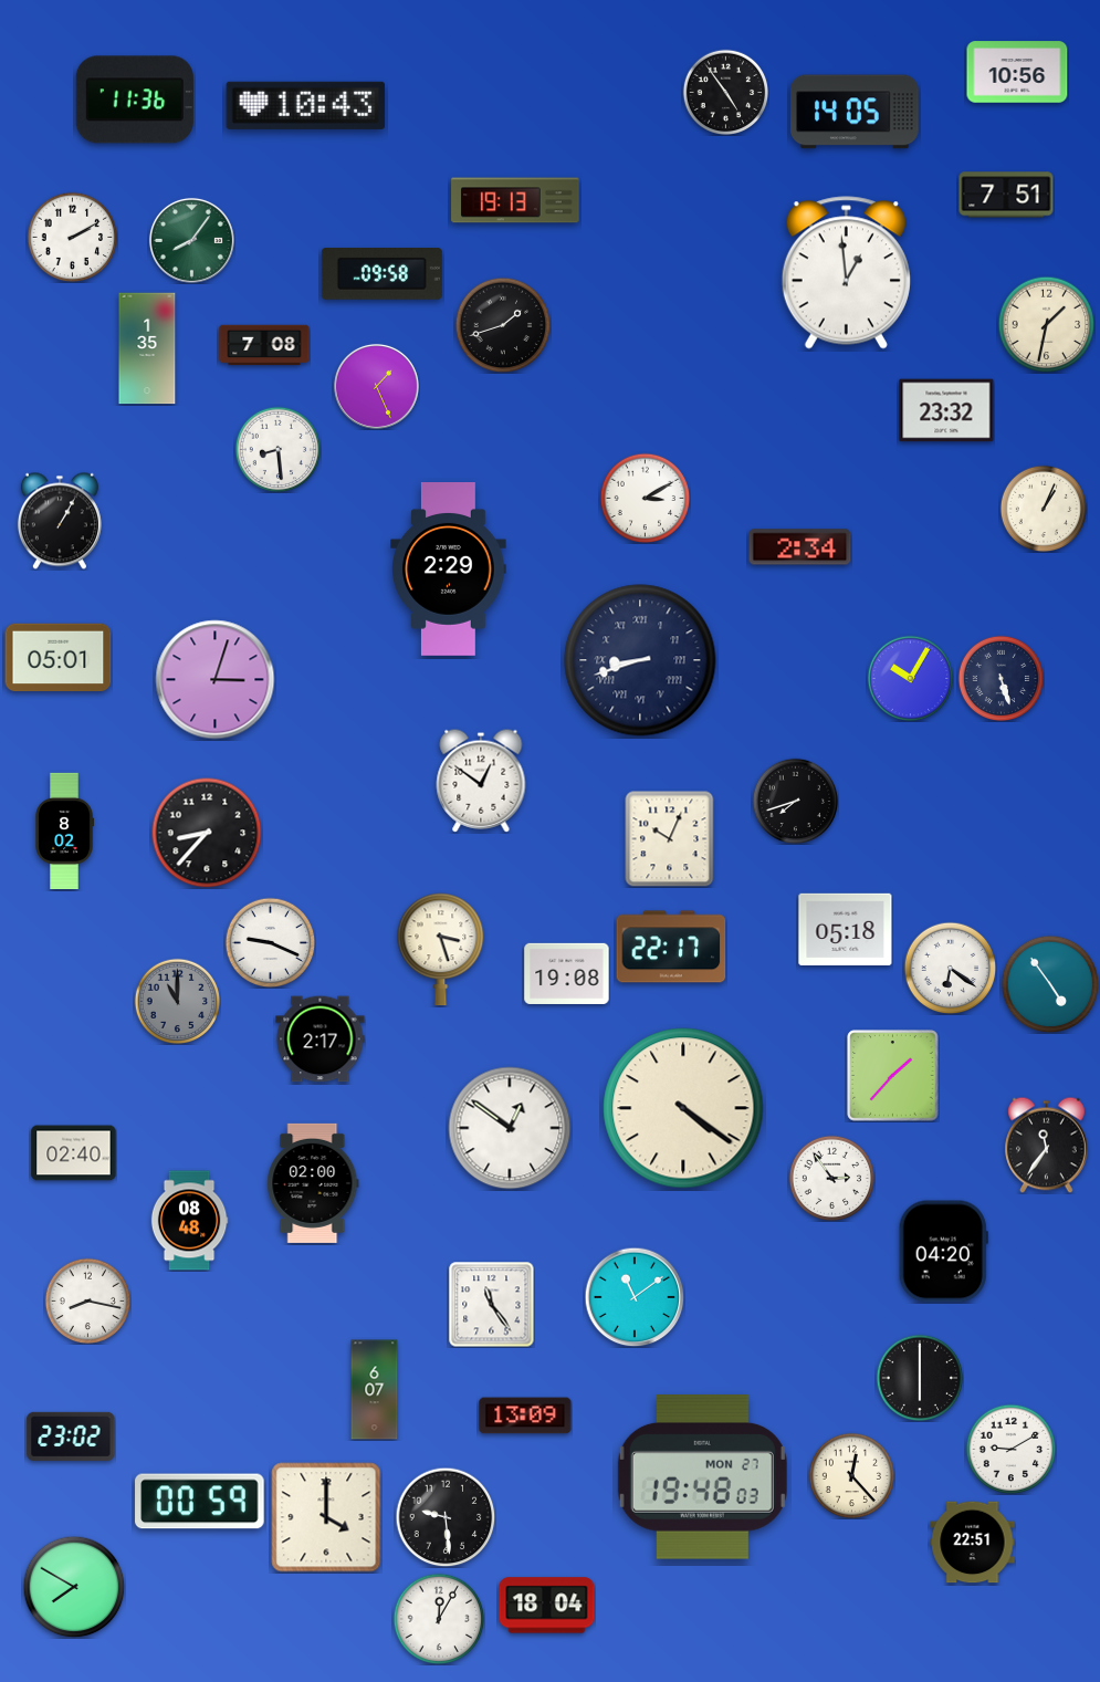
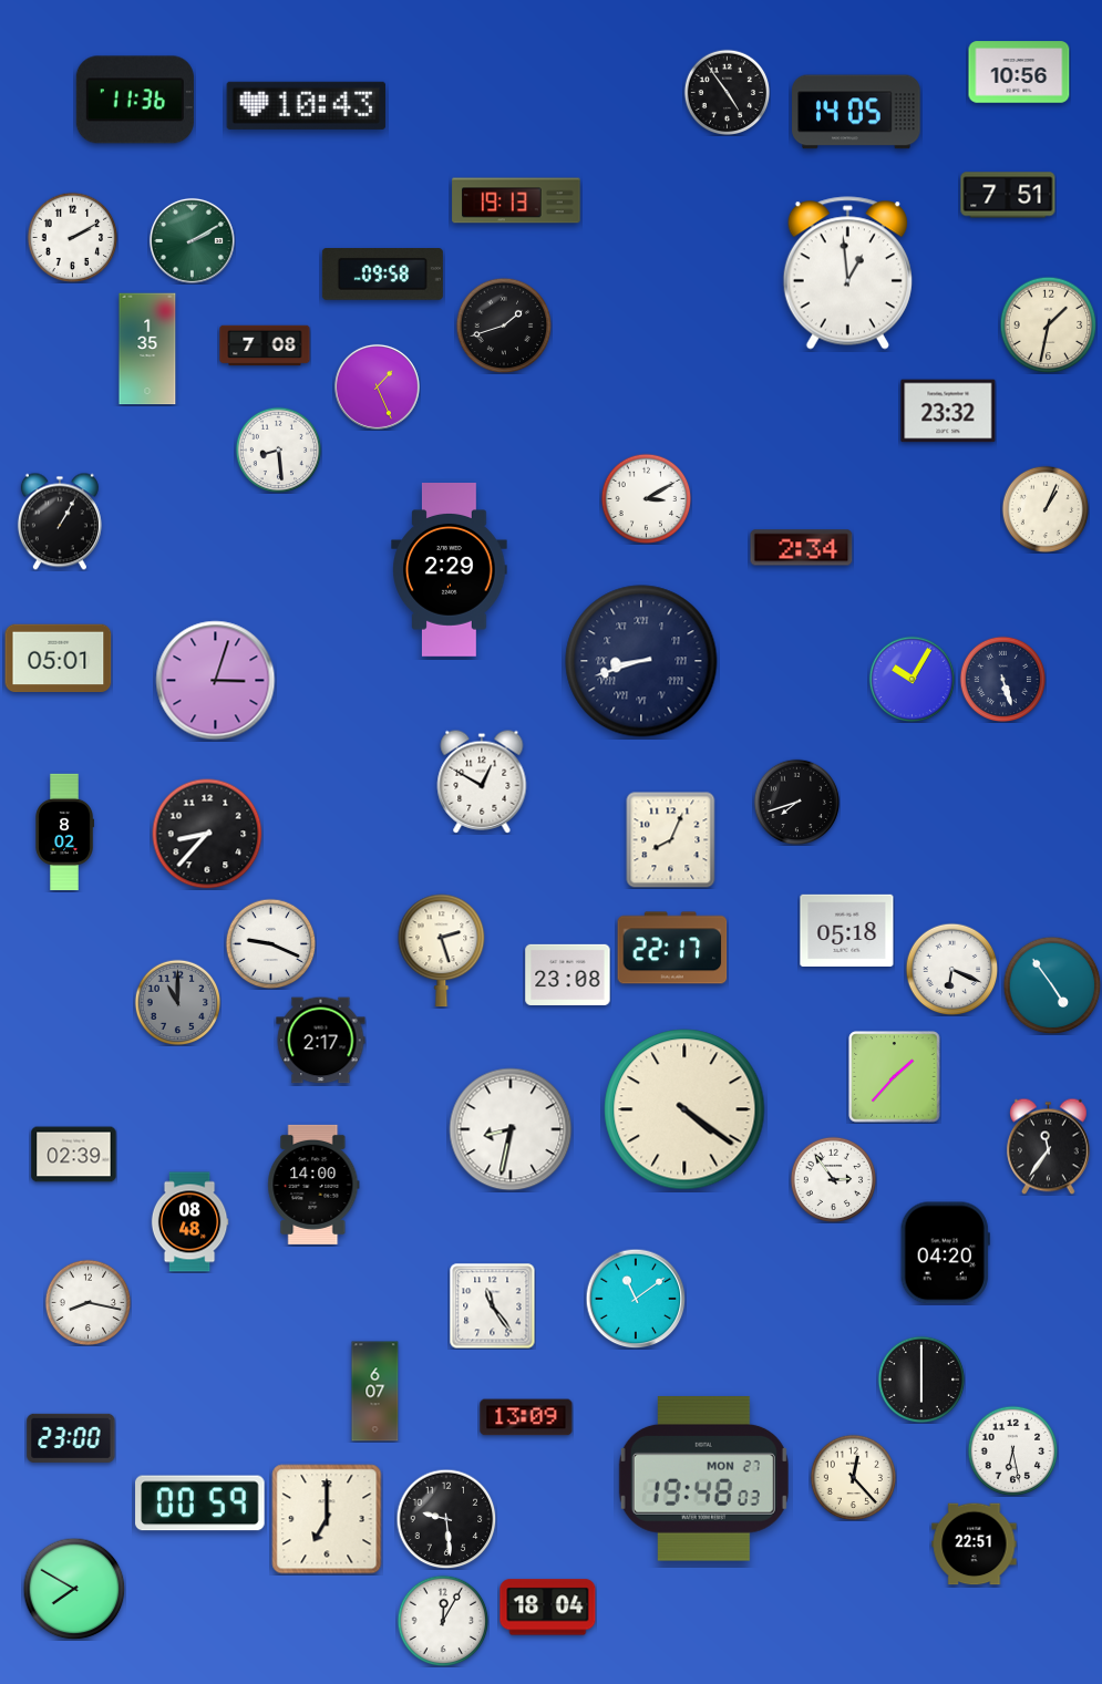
clock at (191, 240): 8:06 -> 2:10
clock at (481, 781): 12:51 -> 12:50
clock at (670, 838): 10:04 -> 8:04
clock at (441, 950): 3:27 -> 2:27
clock at (950, 968): 6:21 -> 6:19
clock at (567, 973): 19:08 -> 23:08
clock at (510, 1128): 12:51 -> 8:32
clock at (74, 1153): 02:40 -> 02:39
clock at (313, 1183): 02:00 -> 14:00
clock at (71, 1437): 23:02 -> 23:00
clock at (1010, 1449): 9:10 -> 6:28
clock at (326, 1517): 4:00 -> 7:00
clock at (439, 1619) position: (439, 1619) -> (443, 1621)
